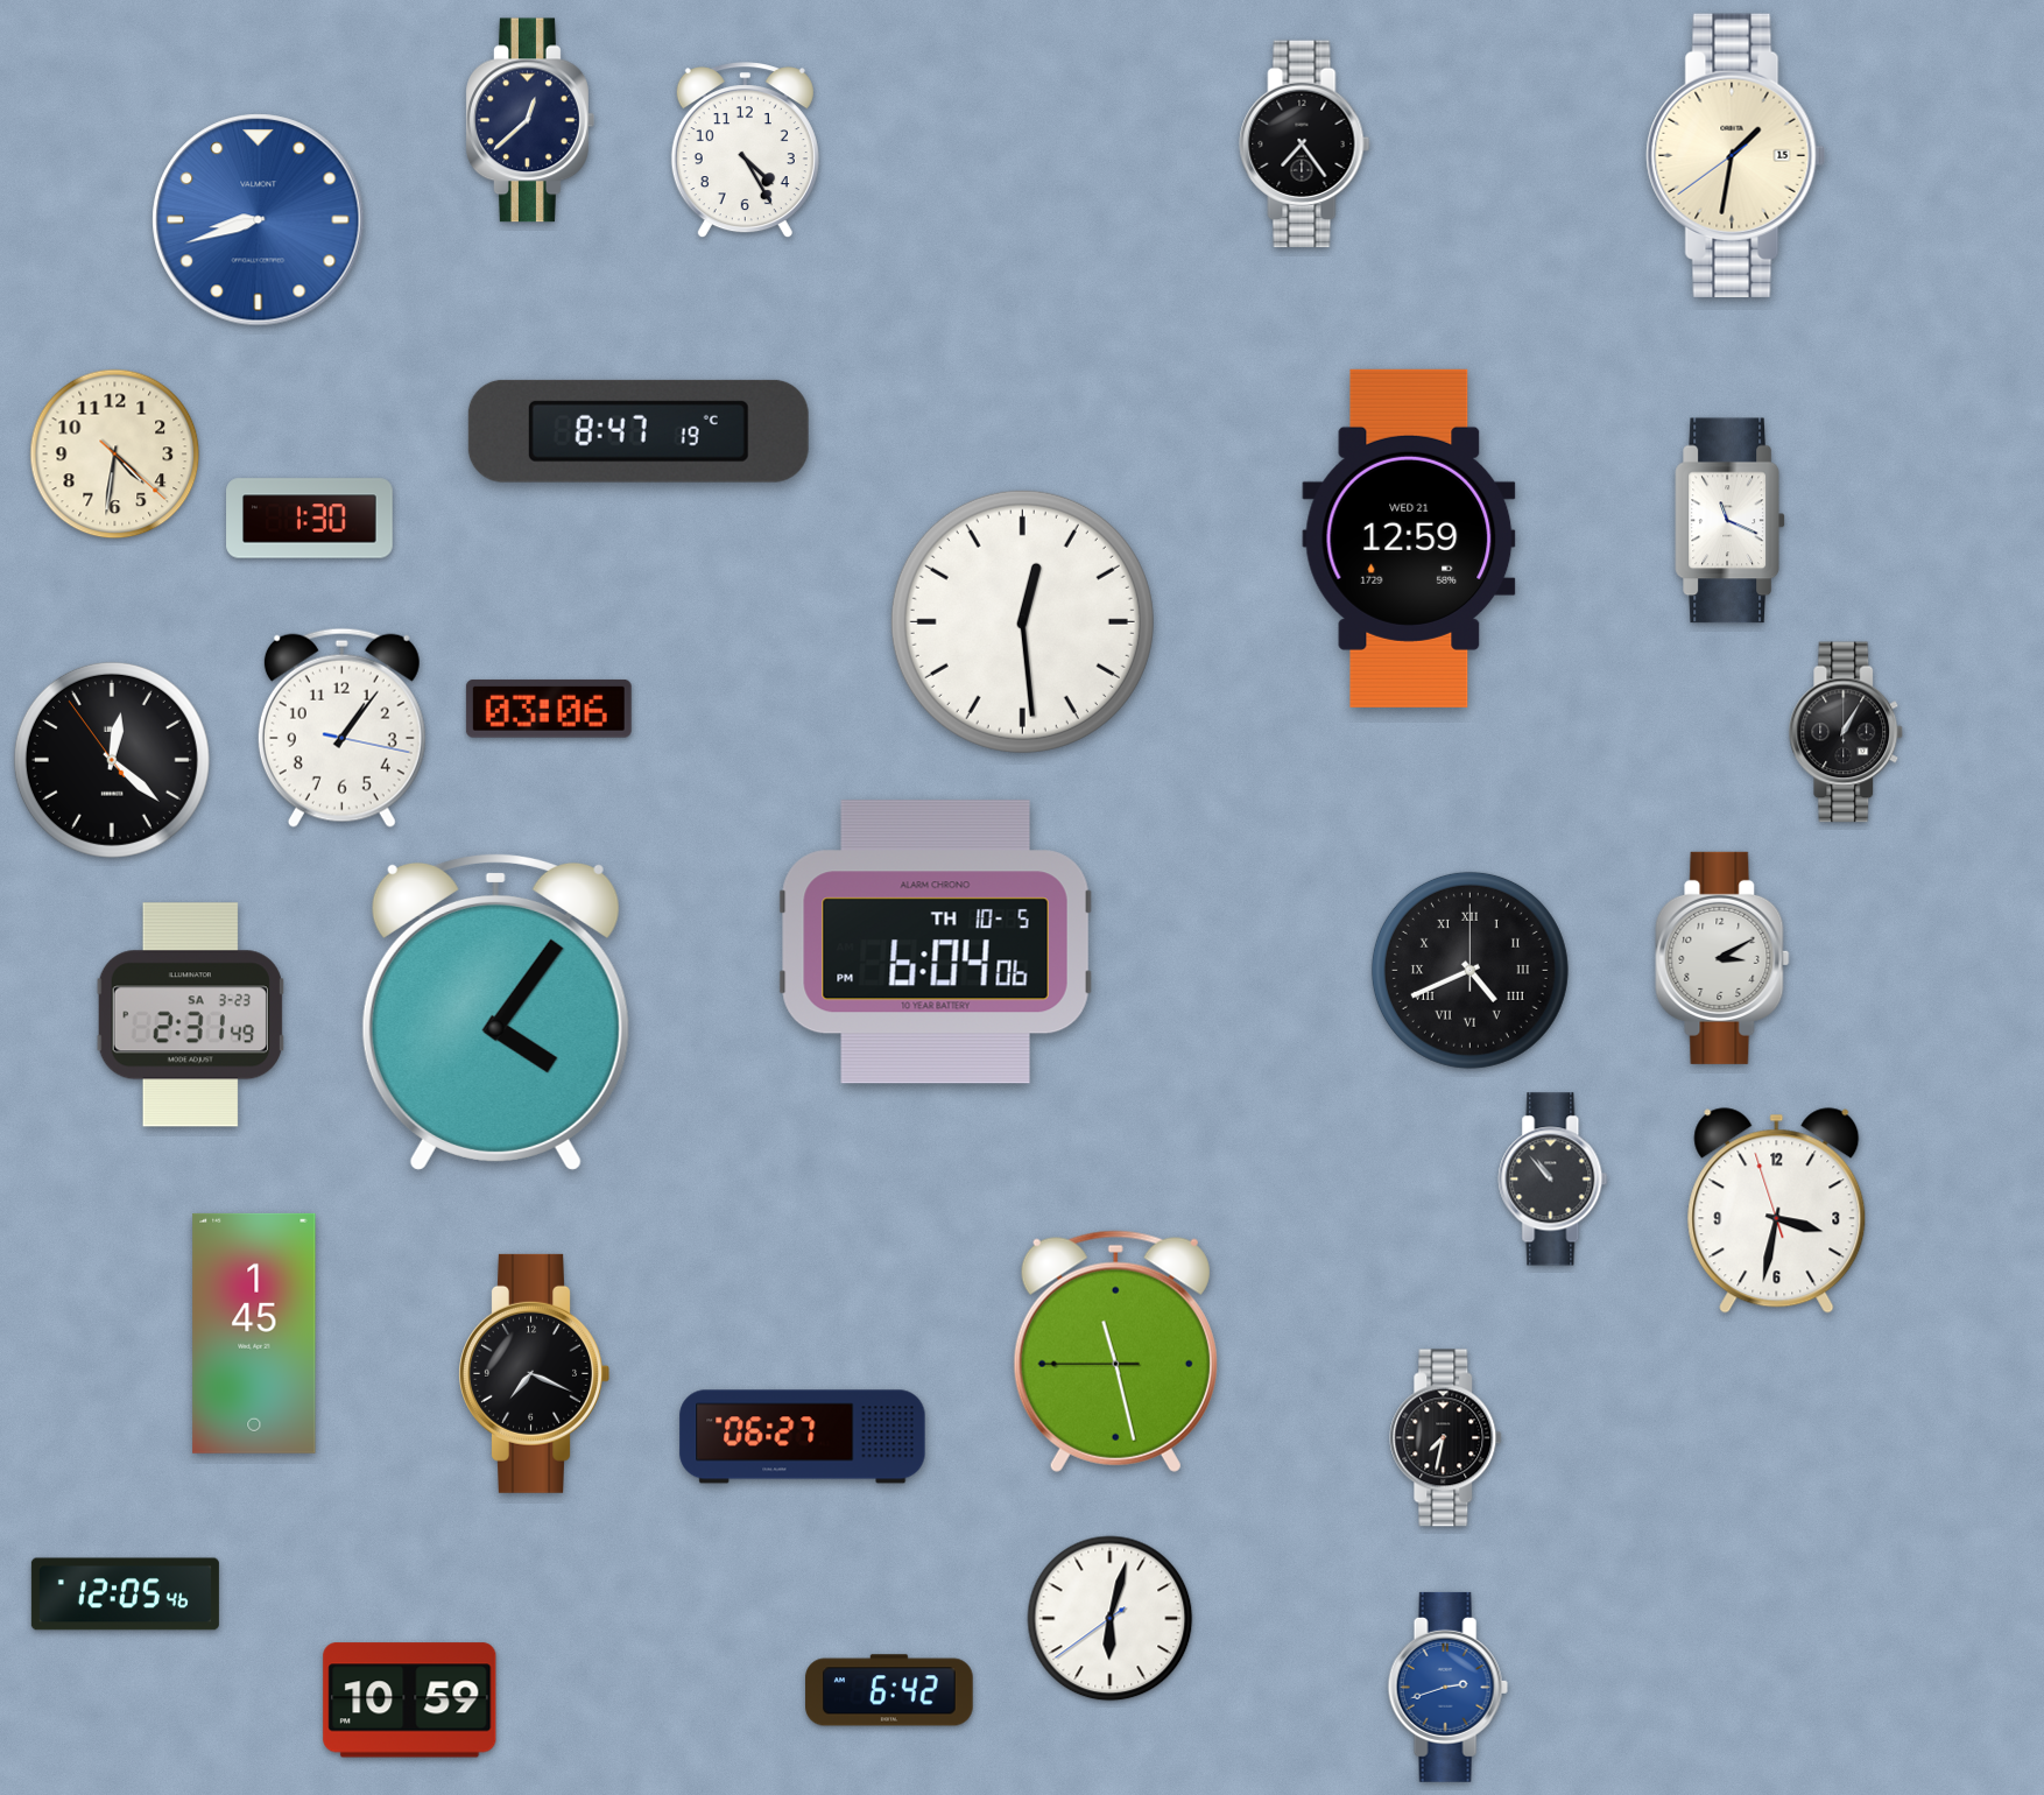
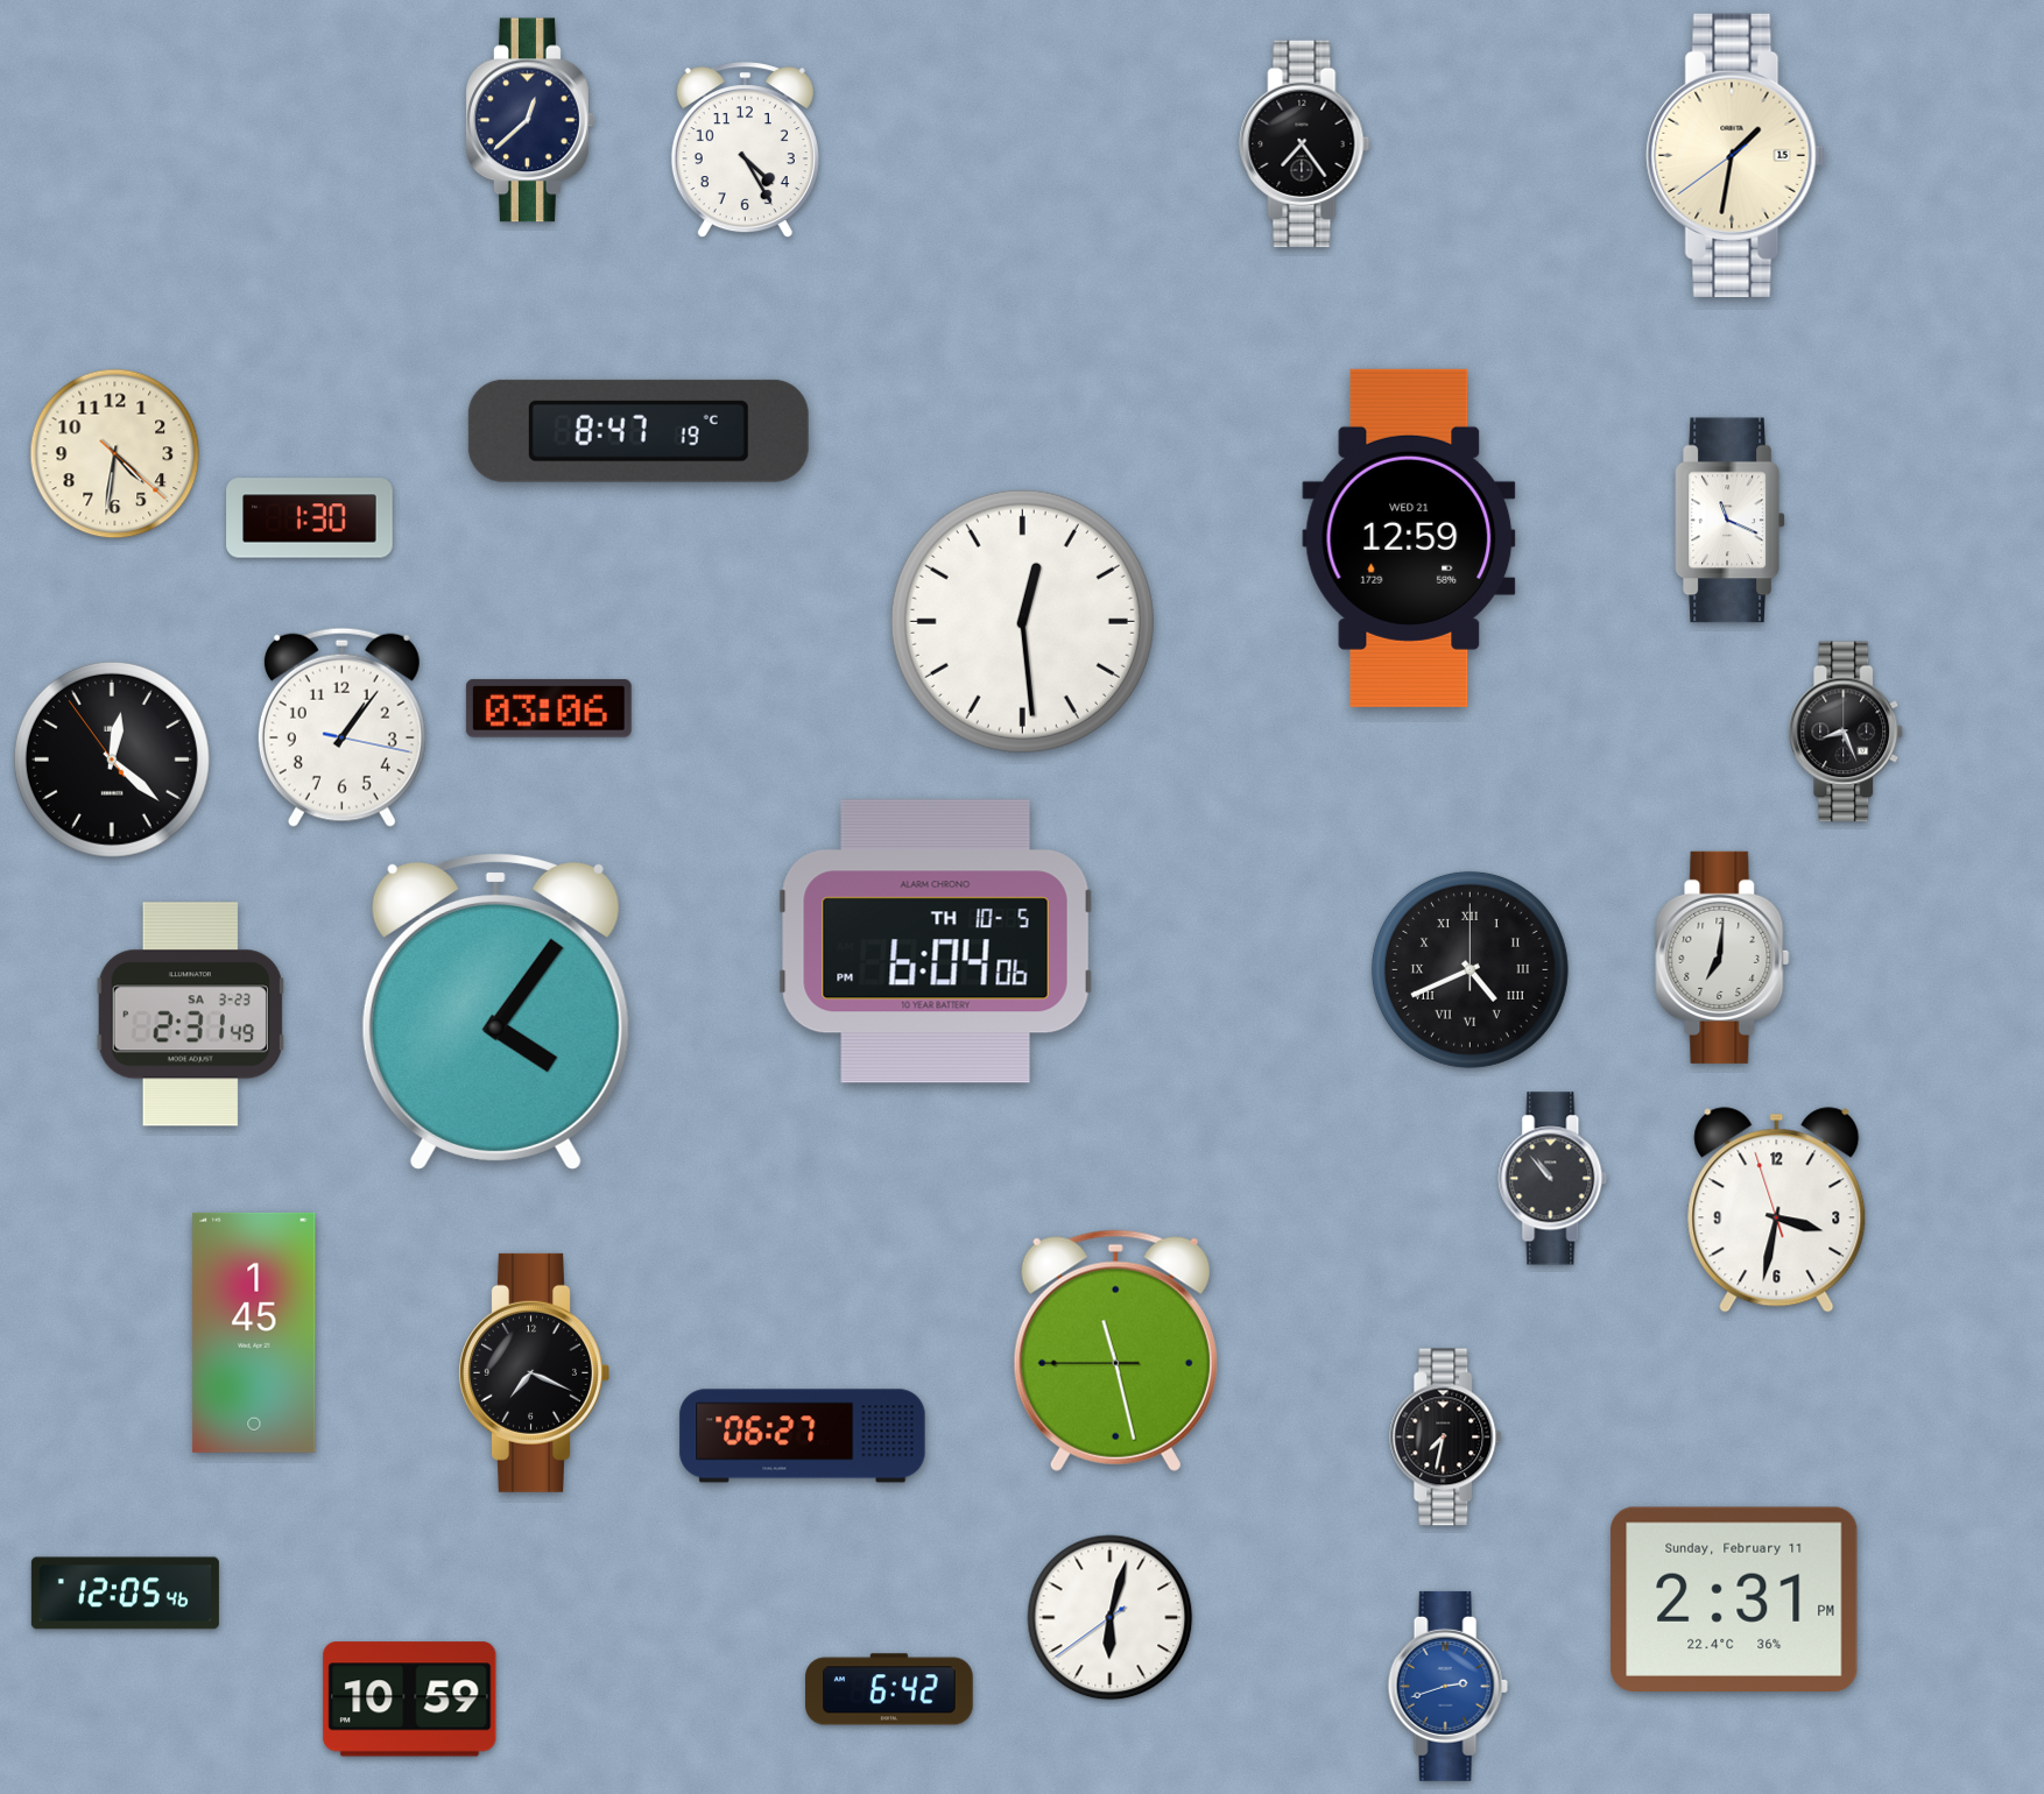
clock at (259, 220): 8:42 -> none
clock at (1846, 732): 1:05 -> 8:26
clock at (1722, 958): 3:10 -> 7:01
clock at (1734, 1598): none -> 2:31
